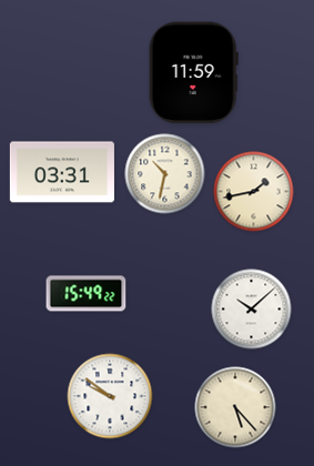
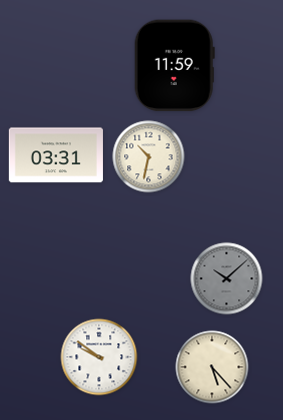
clock at (254, 192): 1:43 -> none
clock at (87, 294): 15:49 -> none
clock at (252, 310) dial: white -> grey
